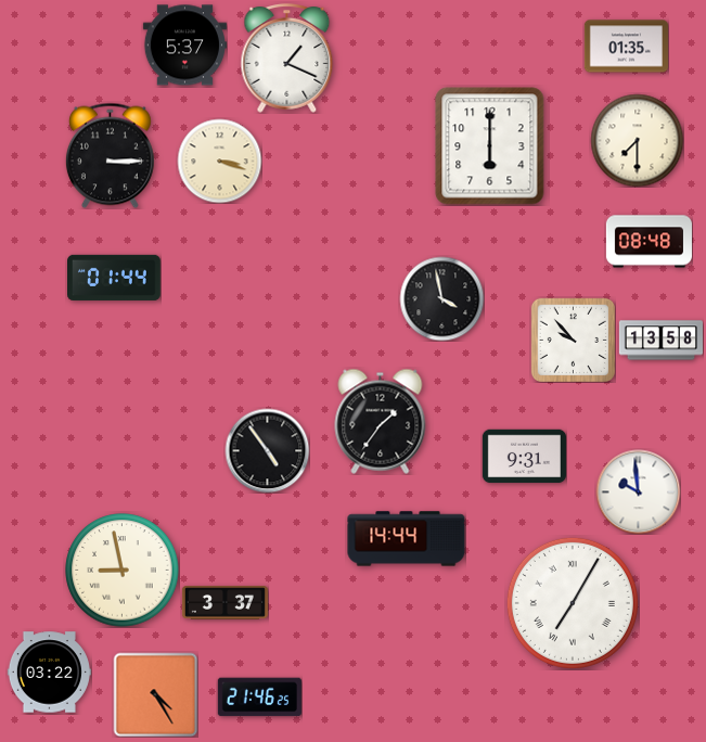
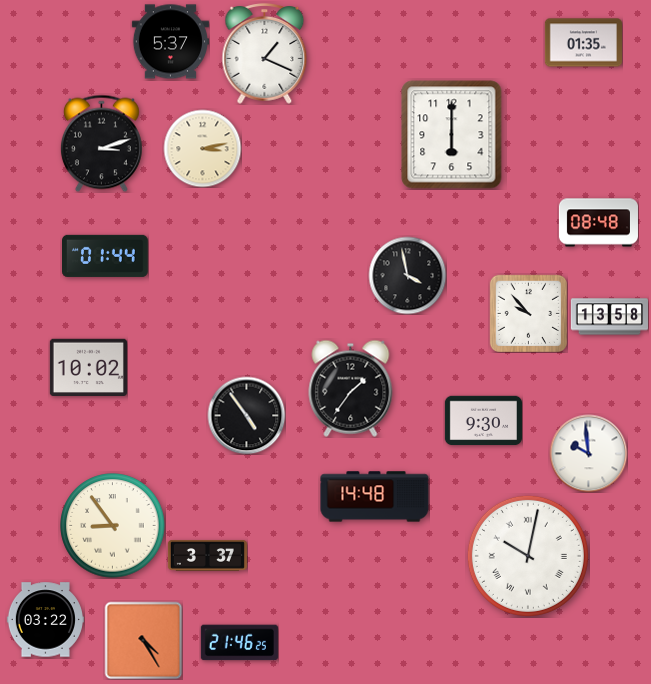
clock at (626, 47) position: (626, 47) -> (583, 43)
clock at (637, 140): 7:30 -> none
clock at (110, 155): 3:15 -> 3:12
clock at (219, 161): 3:18 -> 3:13
clock at (660, 341) position: (660, 341) -> (609, 317)
clock at (88, 368): none -> 10:02
clock at (524, 457): 9:31 -> 9:30
clock at (407, 539): 14:44 -> 14:48
clock at (123, 571): 8:58 -> 8:54
clock at (573, 603): 7:05 -> 10:02
